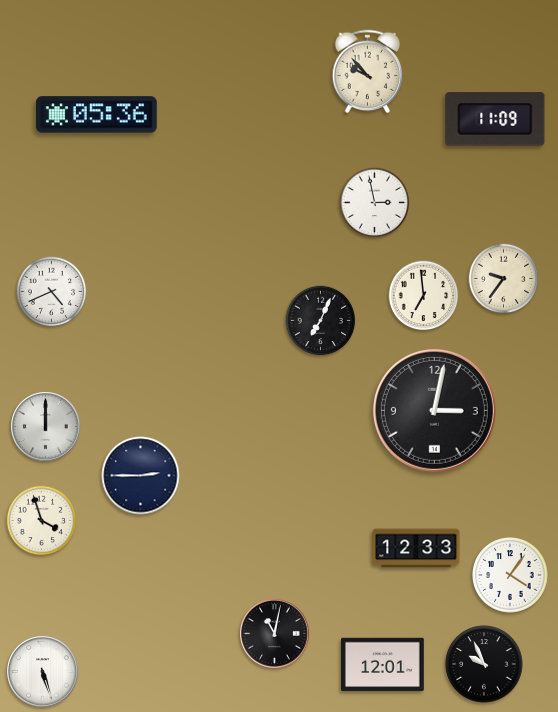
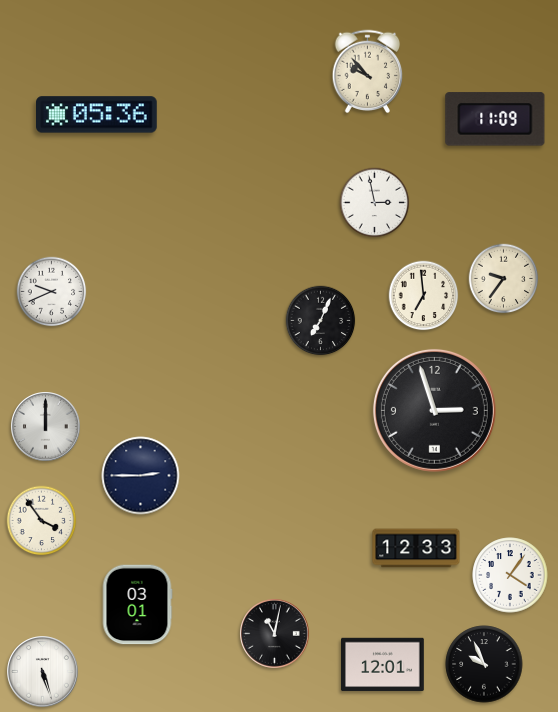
clock at (52, 292): 4:41 -> 9:41
clock at (434, 410): 3:02 -> 2:57
clock at (42, 521): 3:57 -> 3:54
clock at (137, 605): none -> 03:01
